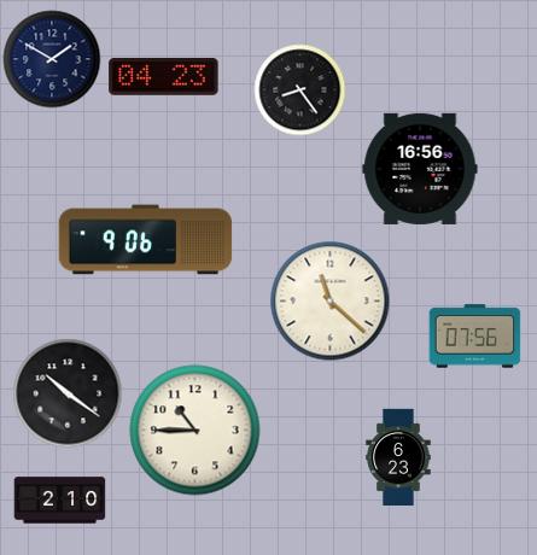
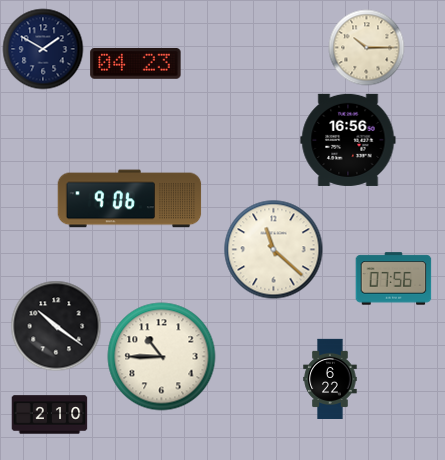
clock at (367, 48): none -> 10:15
clock at (300, 90): 8:24 -> none
clock at (146, 240) position: (146, 240) -> (130, 199)
clock at (398, 456): 6:23 -> 6:22
